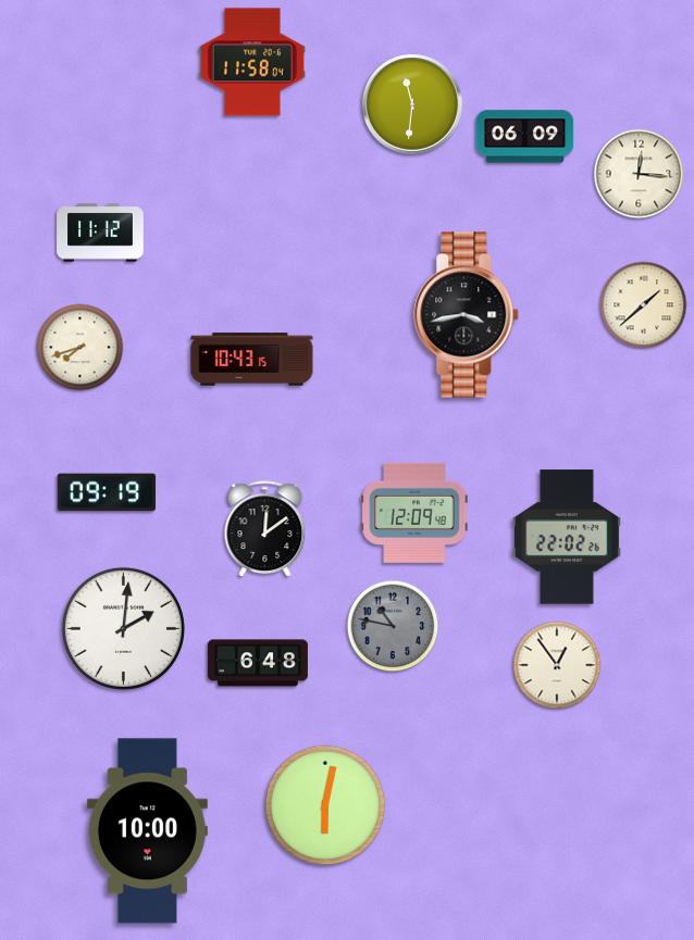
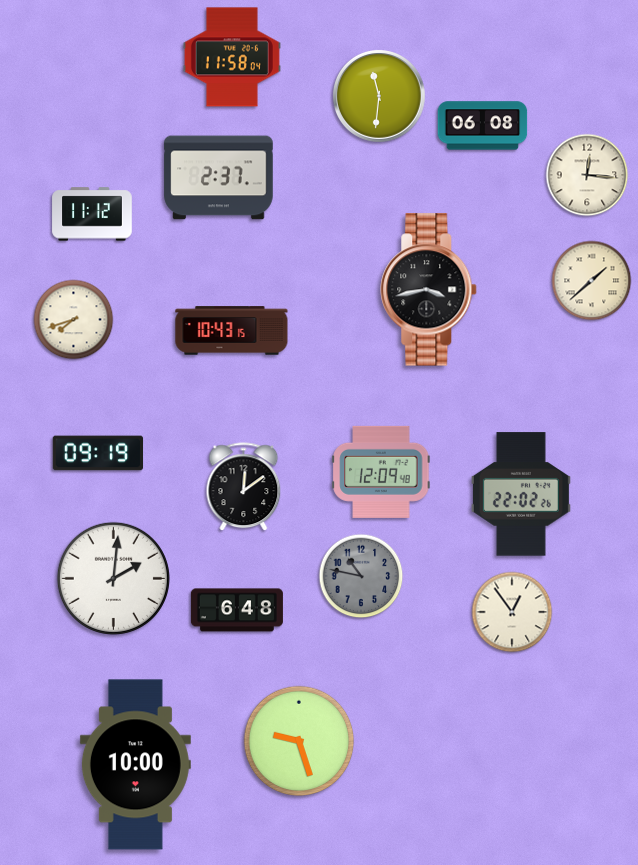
clock at (525, 137): 06:09 -> 06:08
clock at (639, 174) position: (639, 174) -> (587, 175)
clock at (219, 178): none -> 2:37
clock at (325, 805): 6:02 -> 9:27
